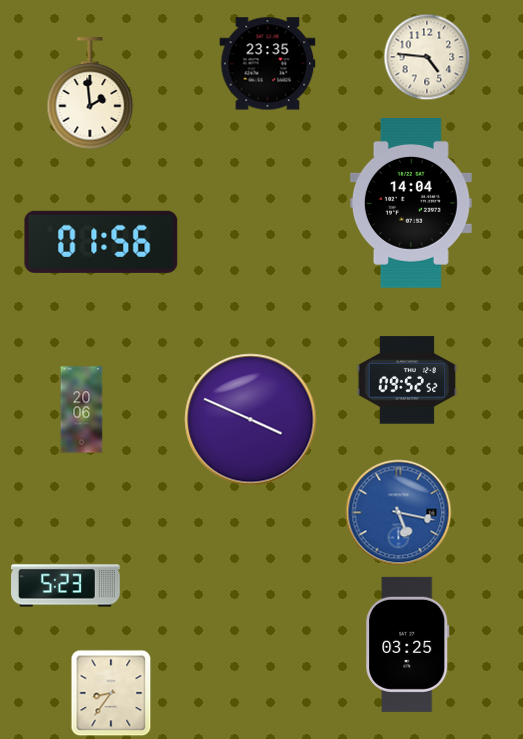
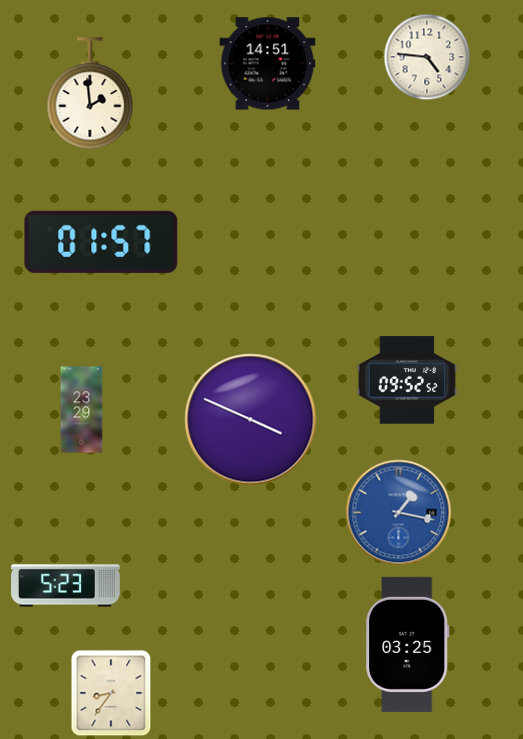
clock at (268, 64): 23:35 -> 14:51
clock at (411, 204): 14:04 -> none
clock at (101, 242): 01:56 -> 01:57
clock at (82, 410): 20:06 -> 23:29
clock at (399, 513): 5:17 -> 1:17
